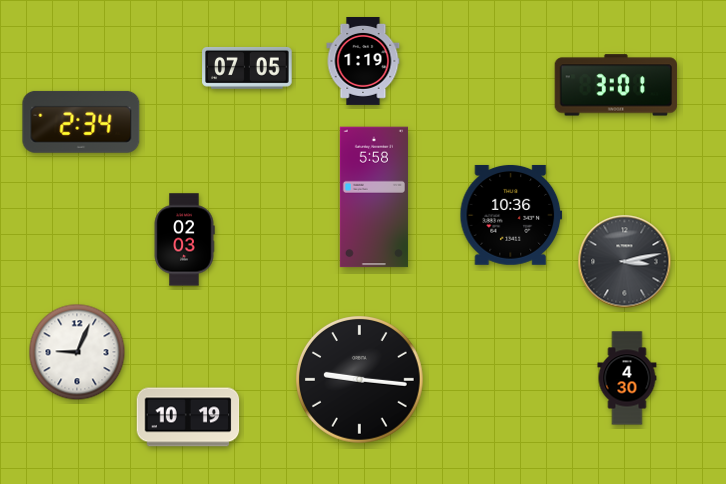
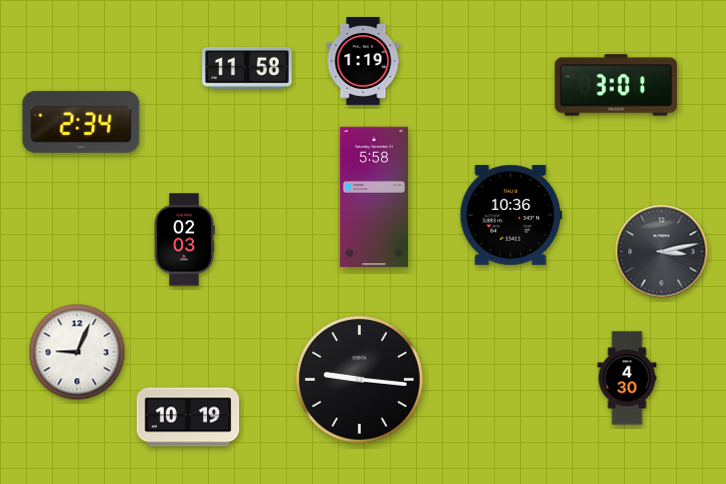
clock at (247, 68): 07:05 -> 11:58
clock at (625, 262) position: (625, 262) -> (662, 252)
